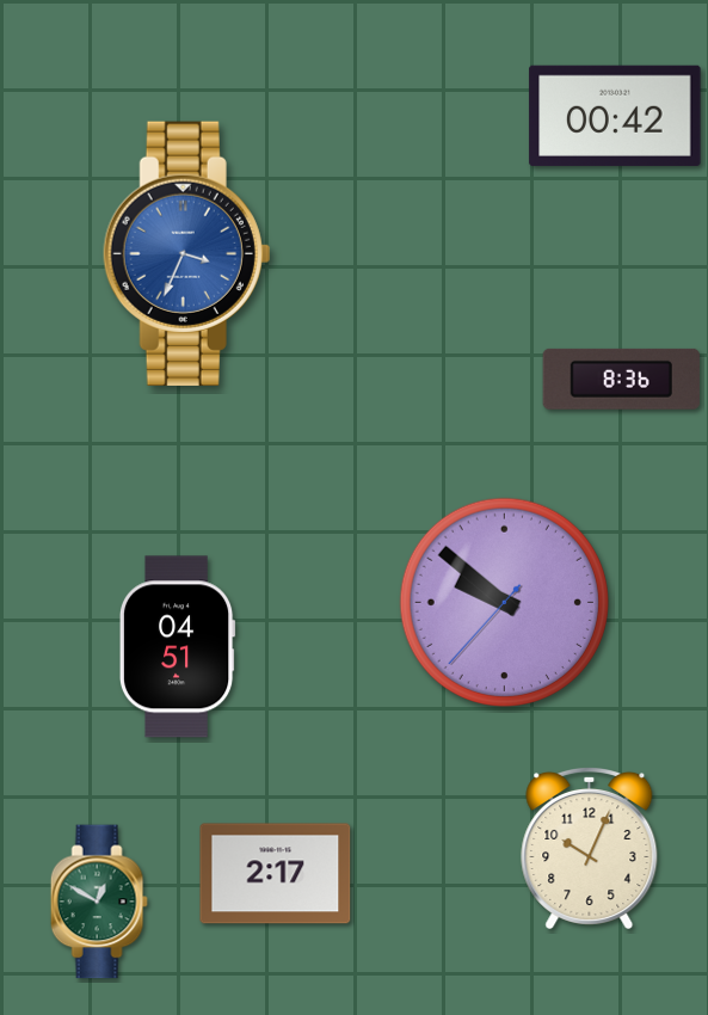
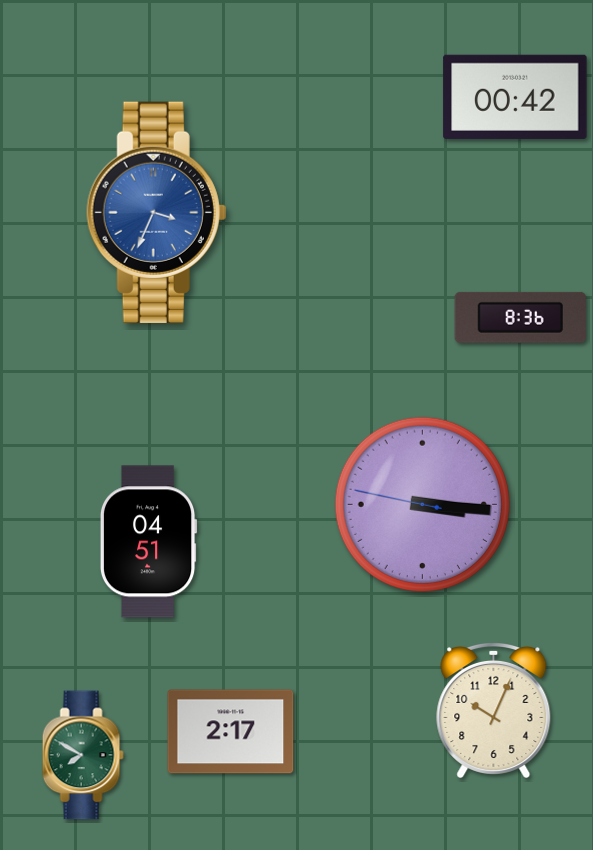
clock at (504, 602): 9:51 -> 3:15
clock at (99, 902): 12:50 -> 7:50
